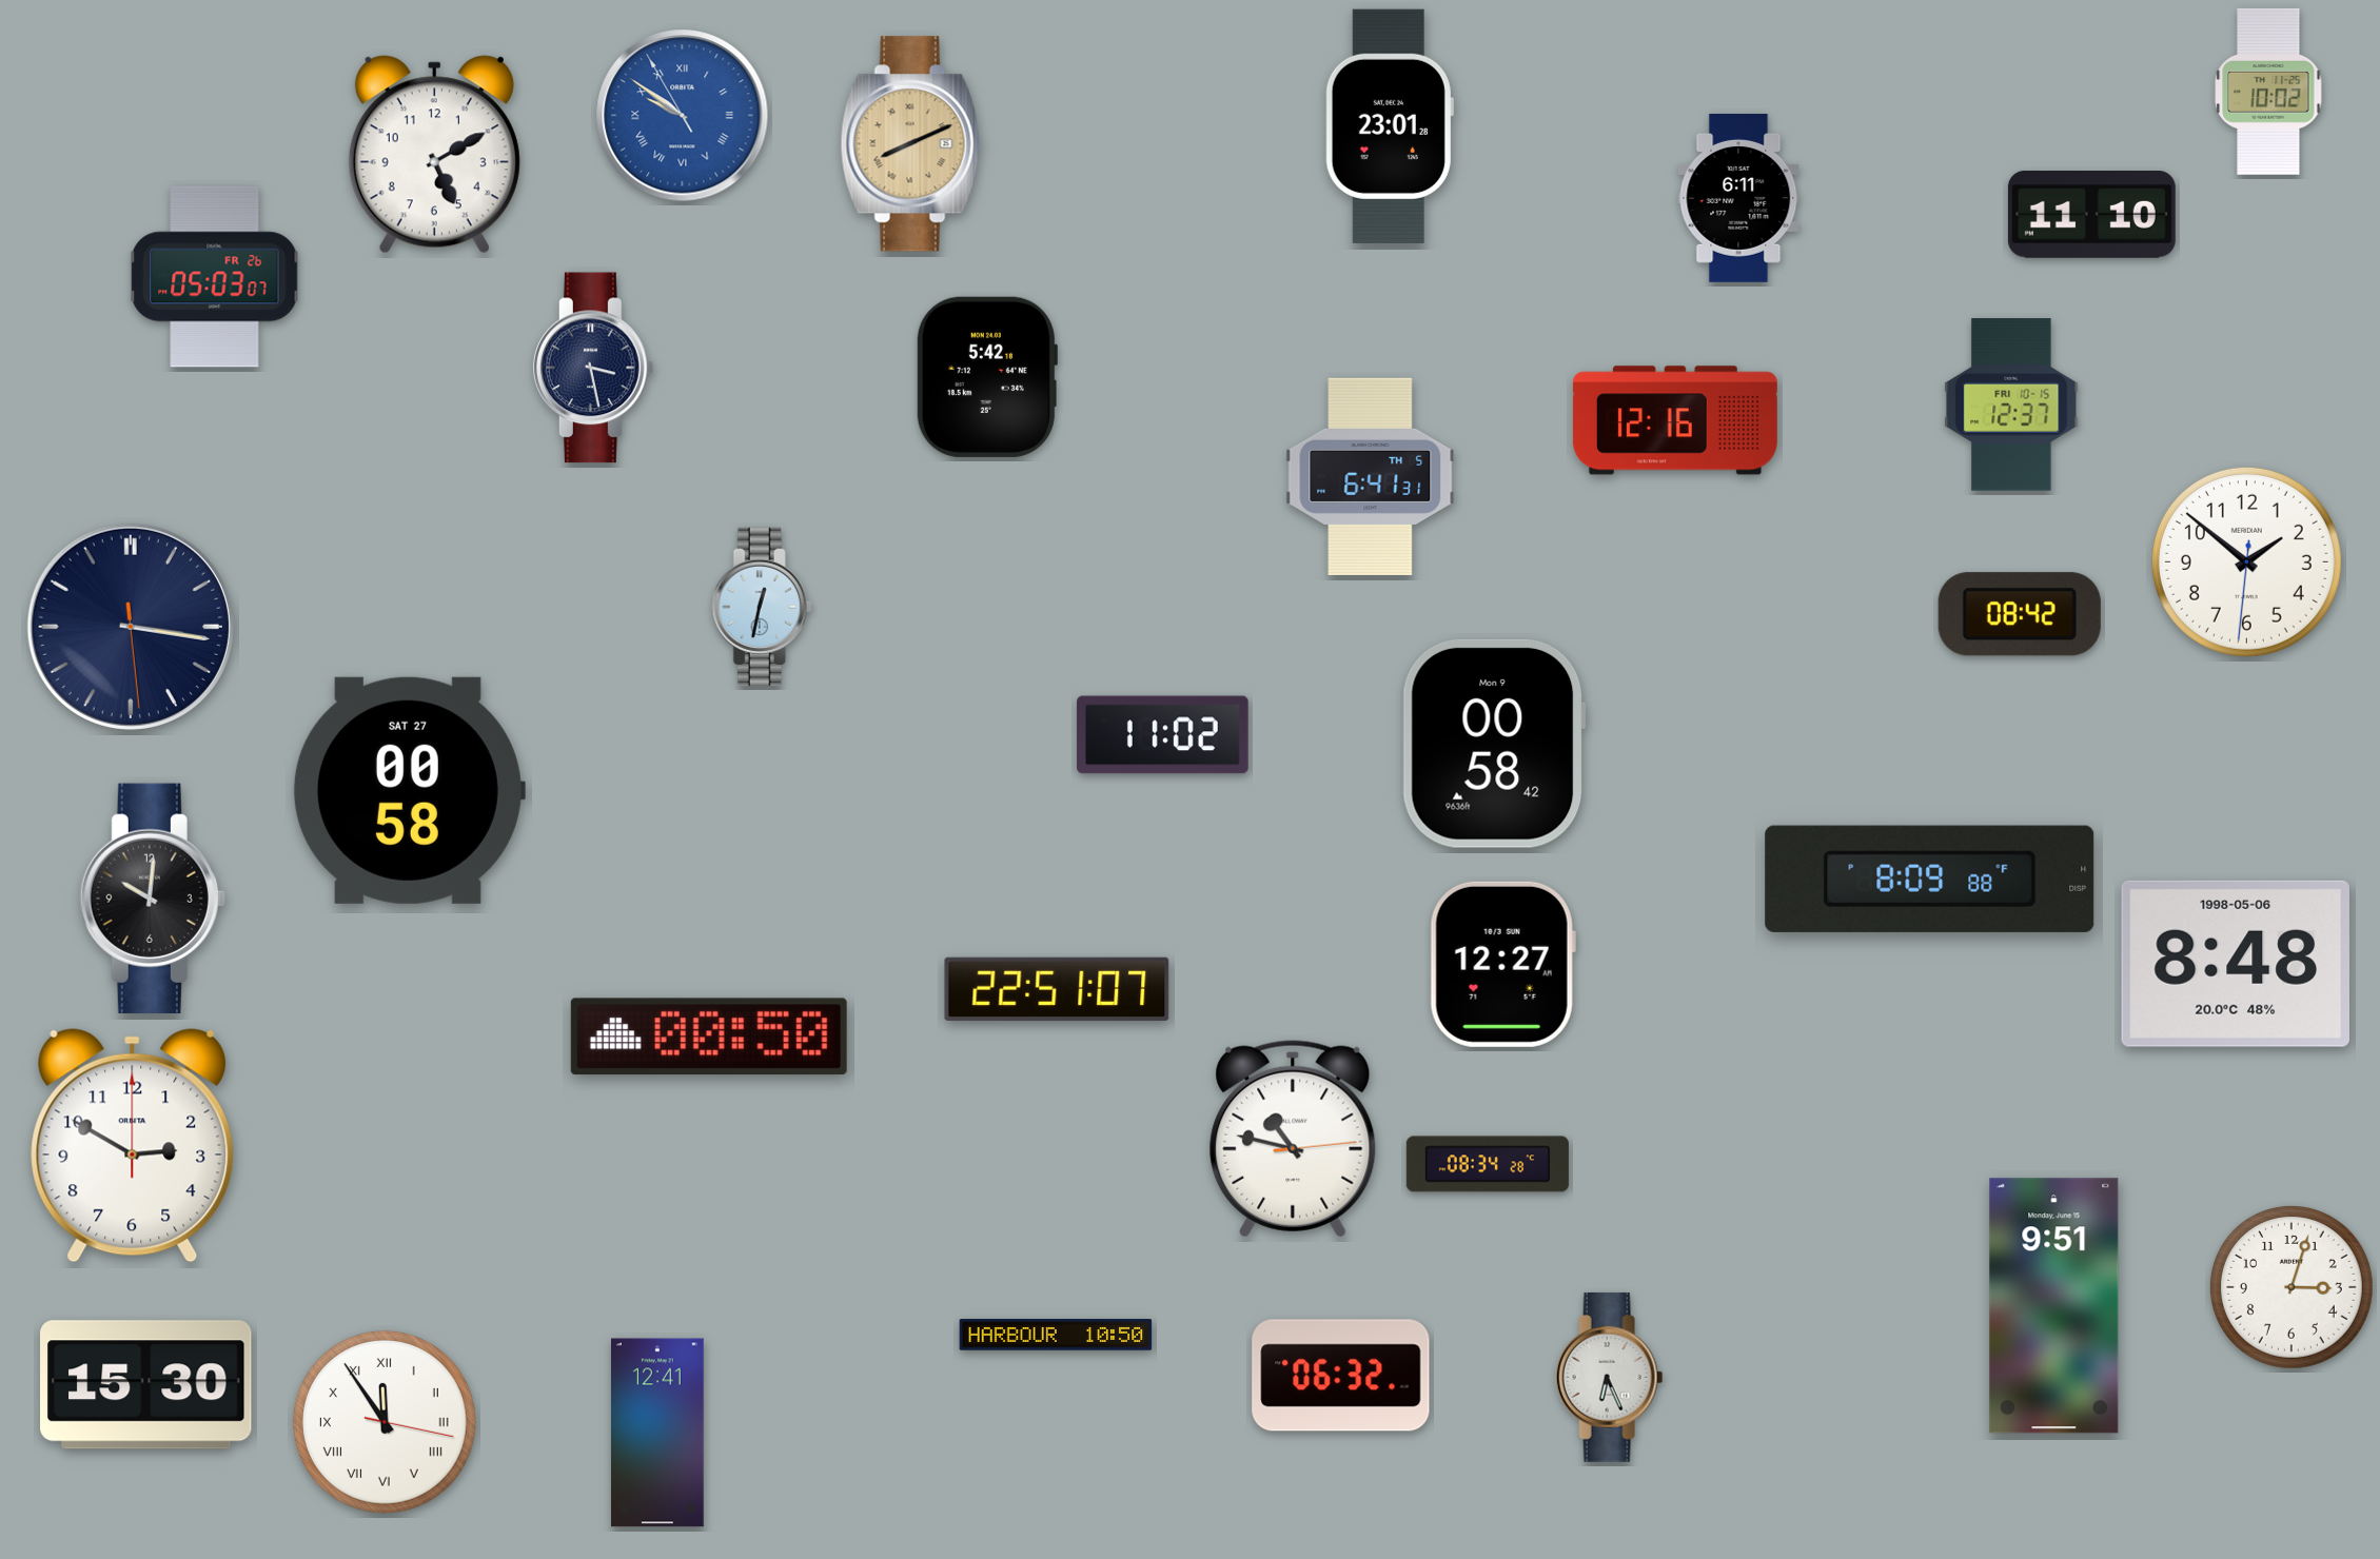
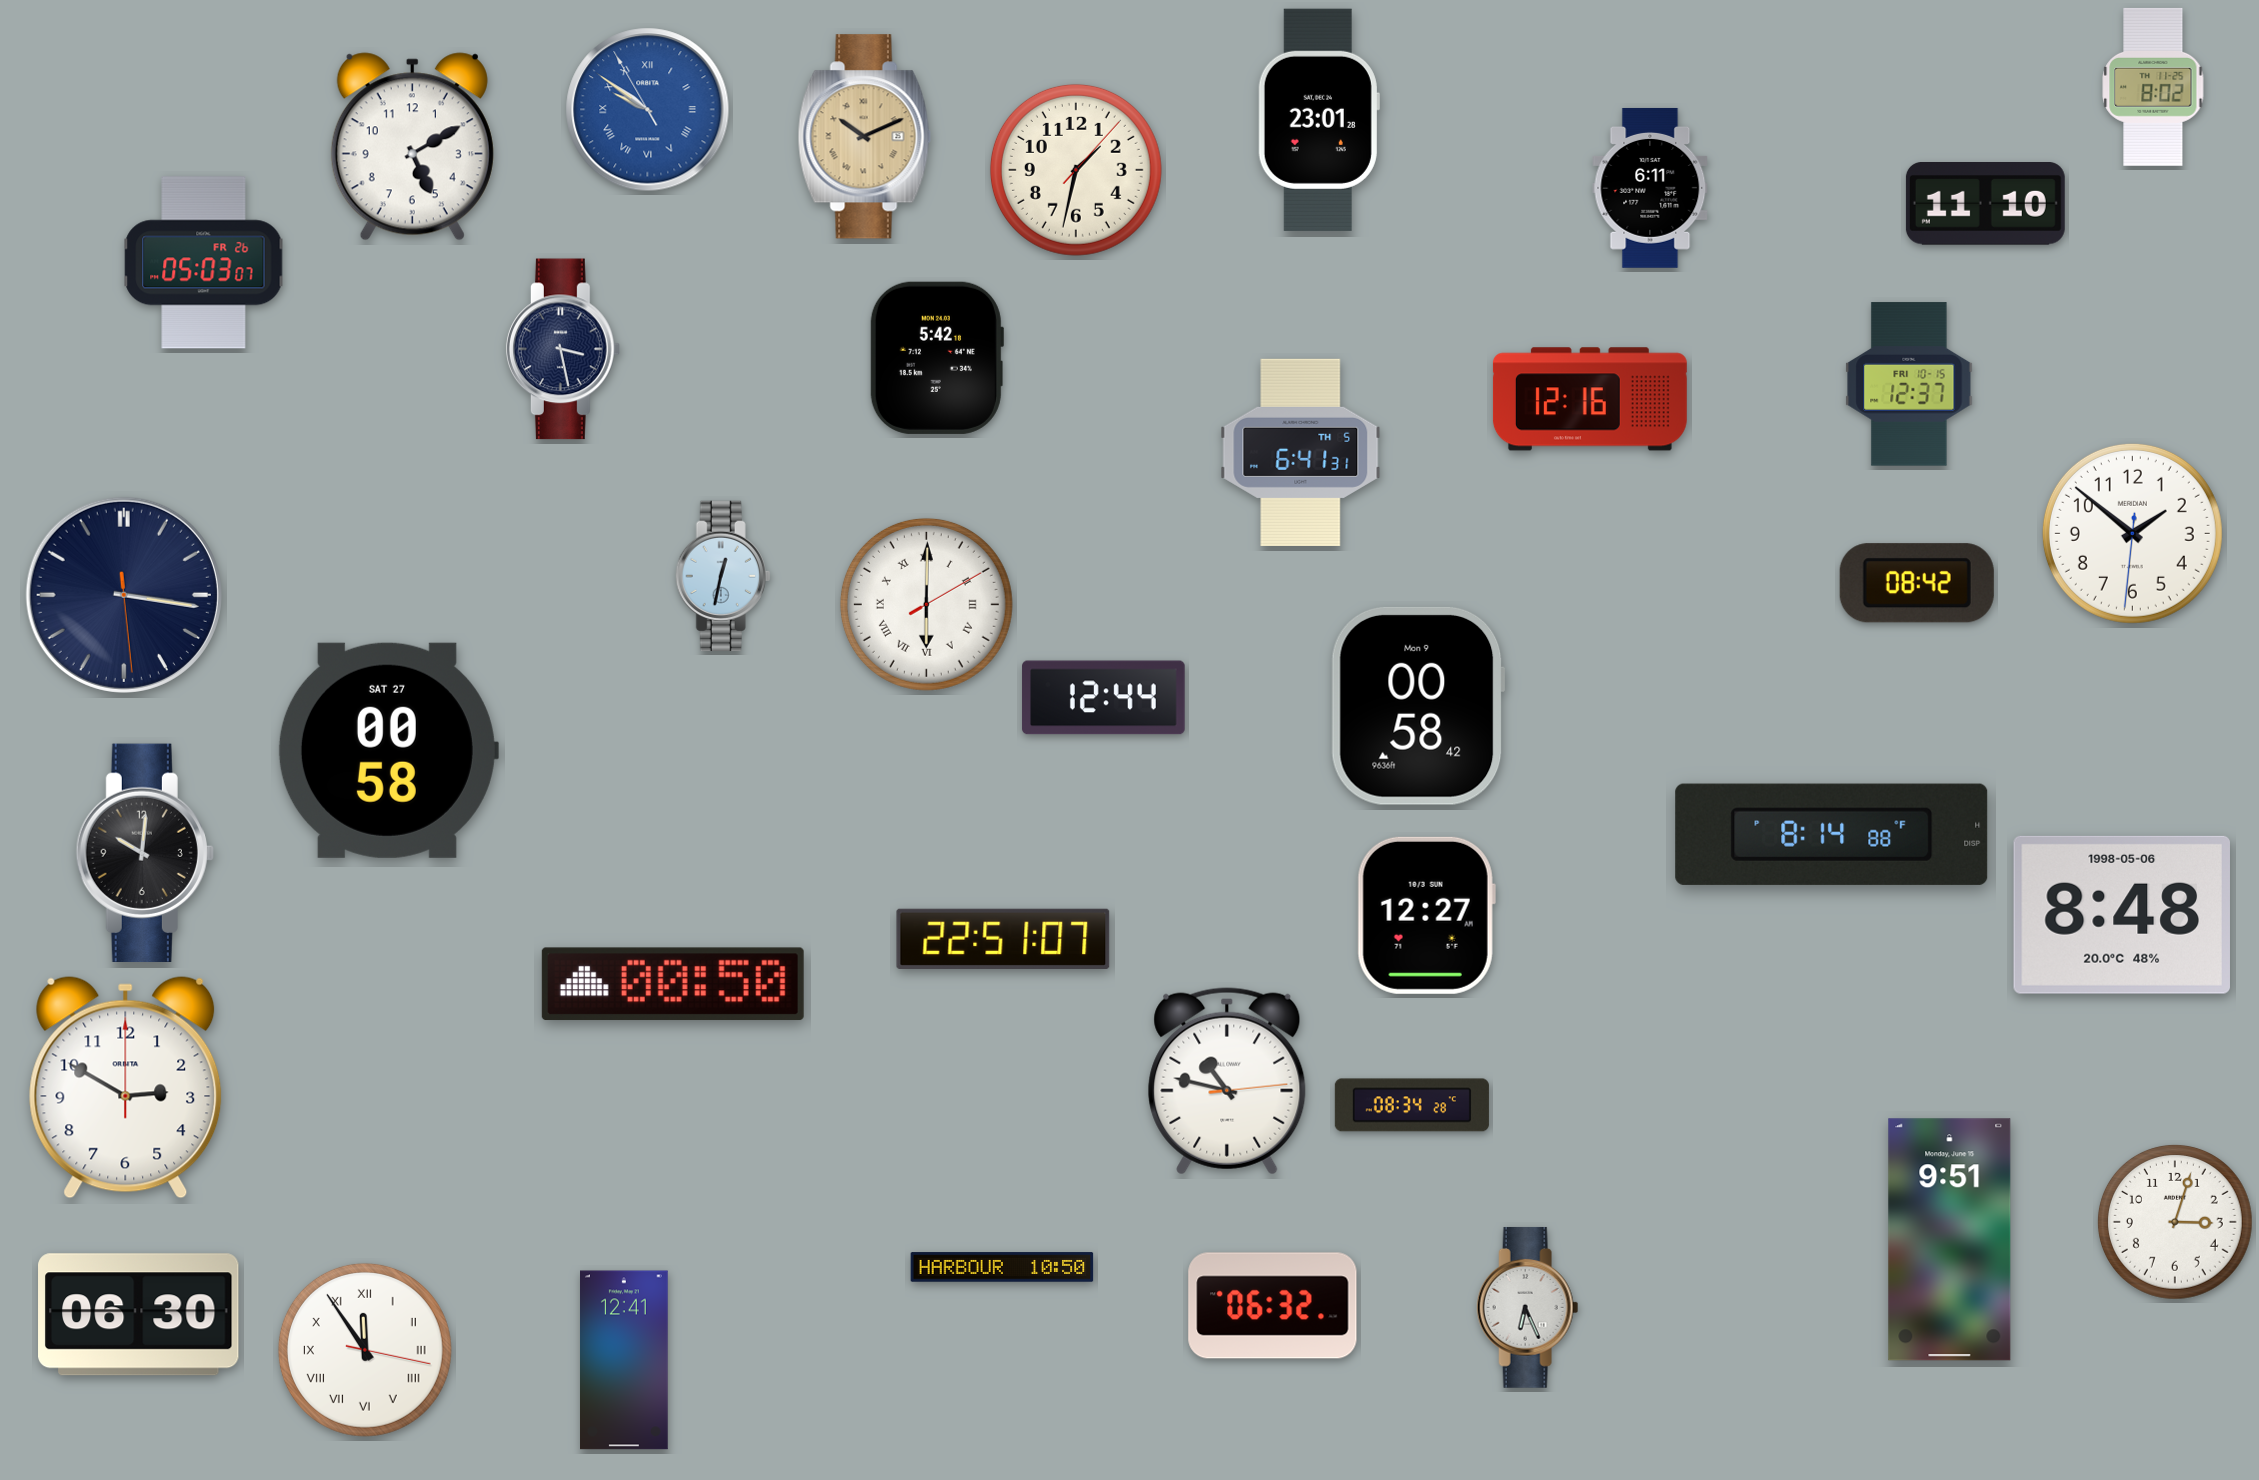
clock at (2268, 92): 10:02 -> 8:02
clock at (910, 144): 8:11 -> 10:11
clock at (1076, 170): none -> 1:32
clock at (926, 604): none -> 6:00
clock at (1163, 735): 11:02 -> 12:44
clock at (1930, 879): 8:09 -> 8:14
clock at (146, 1385): 15:30 -> 06:30
